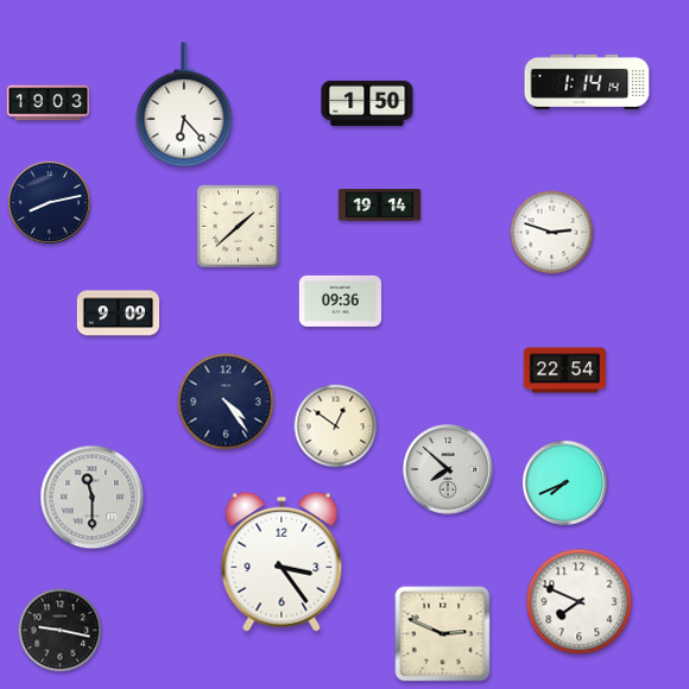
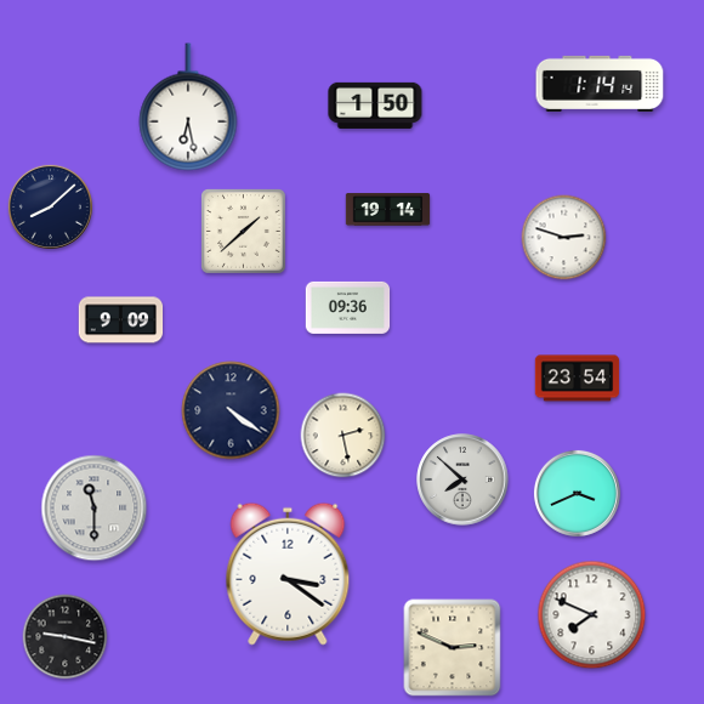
clock at (49, 103): 19:03 -> none
clock at (184, 105): 6:23 -> 6:28
clock at (49, 202): 8:13 -> 8:08
clock at (565, 371): 22:54 -> 23:54
clock at (226, 402): 4:24 -> 4:21
clock at (336, 426): 12:51 -> 2:28
clock at (448, 469) position: (448, 469) -> (462, 479)
clock at (564, 482): 7:41 -> 3:41
clock at (282, 562): 3:24 -> 3:21
clock at (61, 631) position: (61, 631) -> (66, 637)
